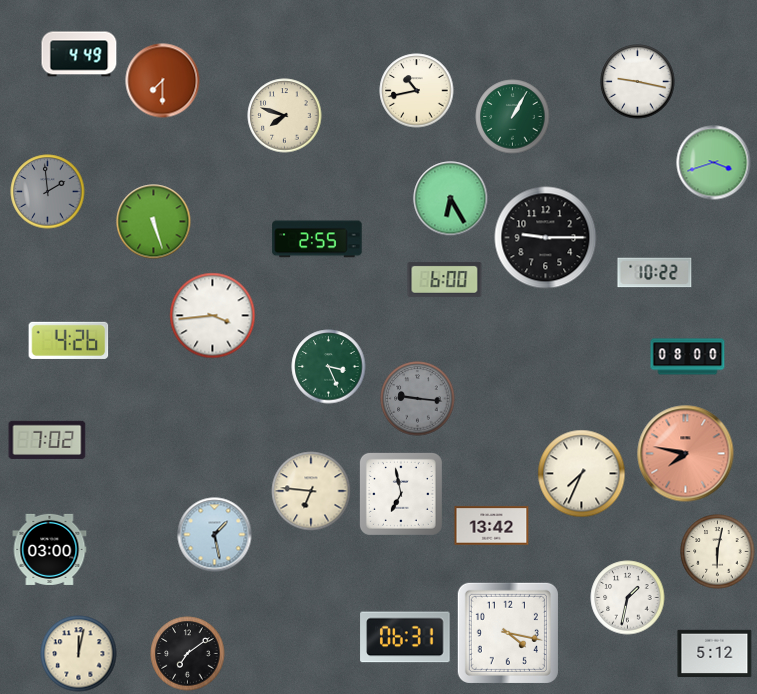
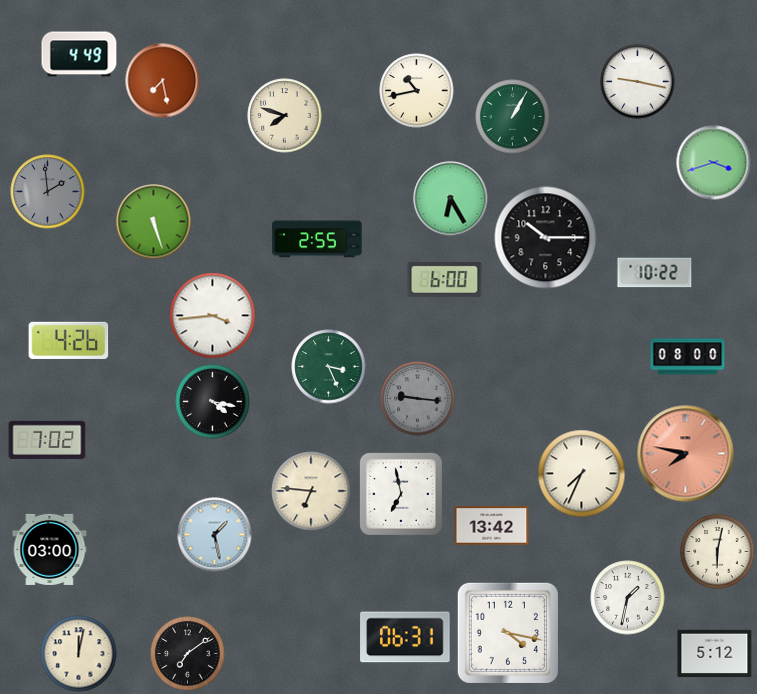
clock at (163, 81): 7:30 -> 7:28
clock at (546, 238): 9:15 -> 10:15
clock at (213, 402): none -> 4:17
